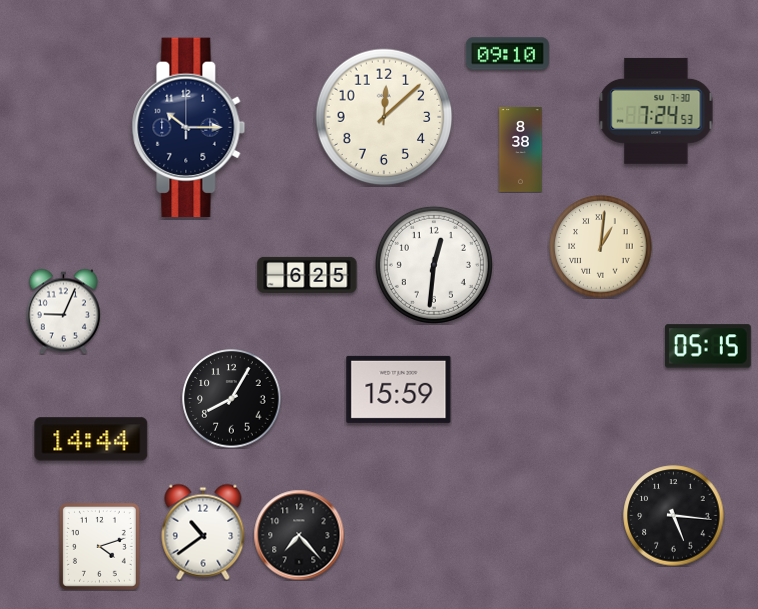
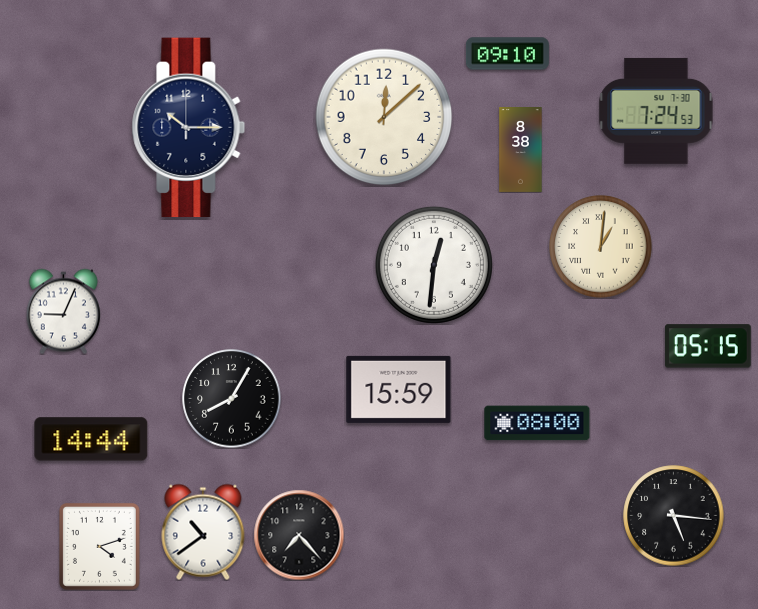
clock at (307, 275): 6:25 -> none
clock at (537, 423): none -> 08:00
